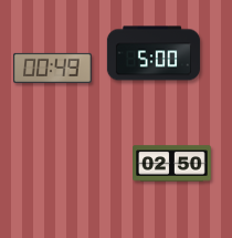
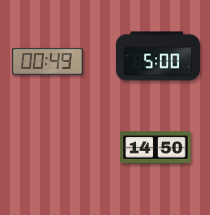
clock at (154, 53) position: (154, 53) -> (158, 56)
clock at (172, 164): 02:50 -> 14:50
